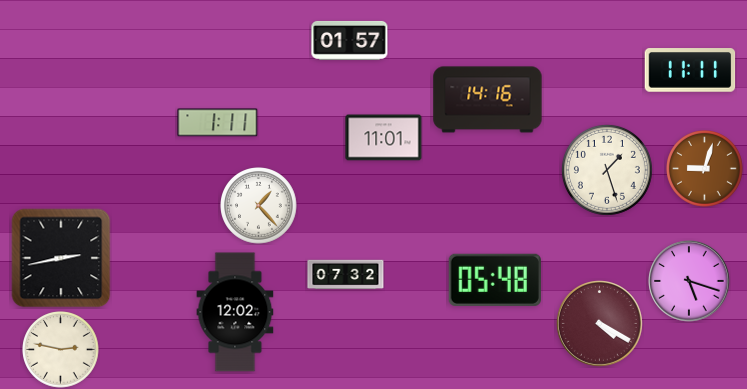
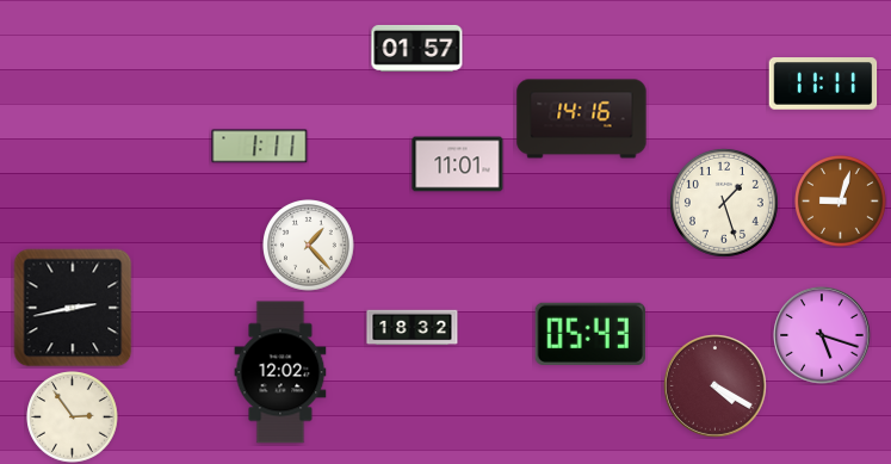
clock at (346, 275): 07:32 -> 18:32
clock at (495, 280): 05:48 -> 05:43
clock at (61, 350): 2:47 -> 2:54
